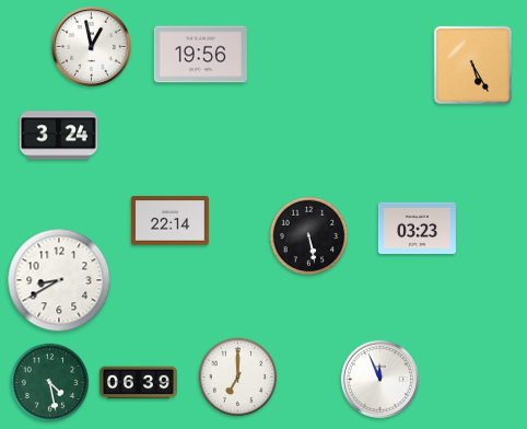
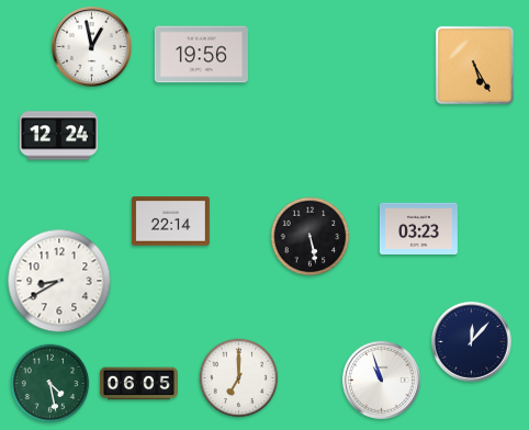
clock at (58, 136): 3:24 -> 12:24
clock at (471, 341): none -> 12:07
clock at (379, 379): 11:56 -> 10:57
clock at (138, 383): 06:39 -> 06:05
